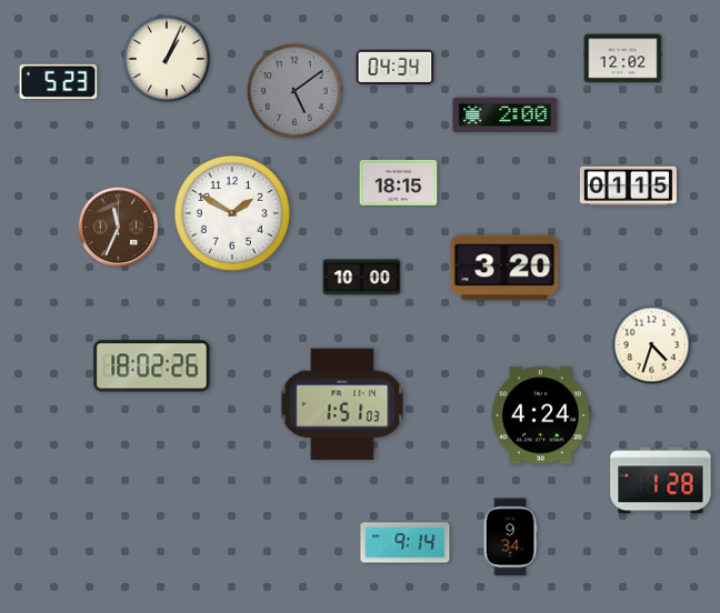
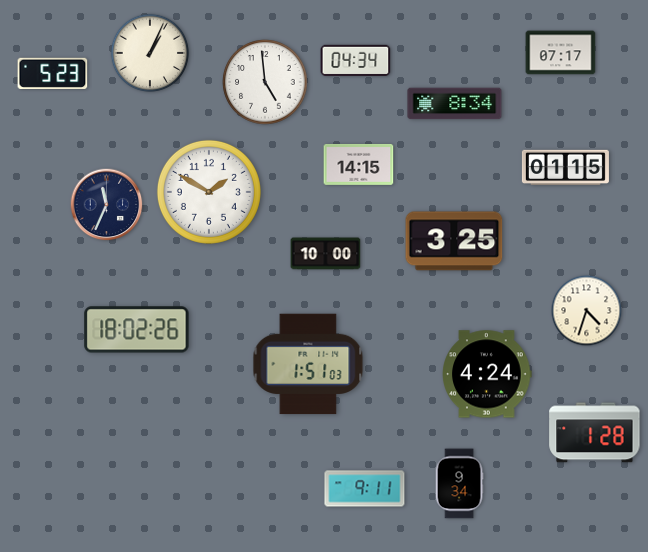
clock at (623, 59): 12:02 -> 07:17
clock at (294, 91): 5:09 -> 4:59
clock at (294, 91) dial: grey -> white
clock at (506, 115): 2:00 -> 8:34
clock at (399, 182): 18:15 -> 14:15
clock at (119, 228) dial: brown -> navy
clock at (504, 268): 3:20 -> 3:25
clock at (362, 278) position: (362, 278) -> (326, 254)
clock at (406, 543): 9:14 -> 9:11
